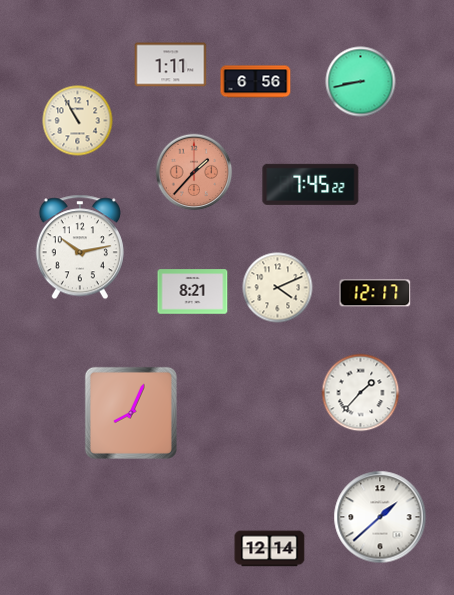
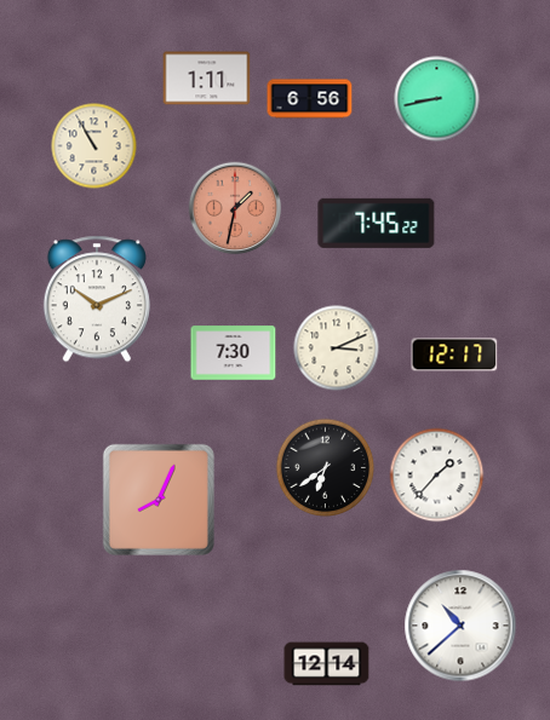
clock at (194, 172): 1:37 -> 1:32
clock at (80, 247): 10:13 -> 10:11
clock at (278, 288): 4:11 -> 3:11
clock at (193, 292): 8:21 -> 7:30
clock at (326, 468): none -> 6:39
clock at (380, 517): 1:38 -> 10:38
